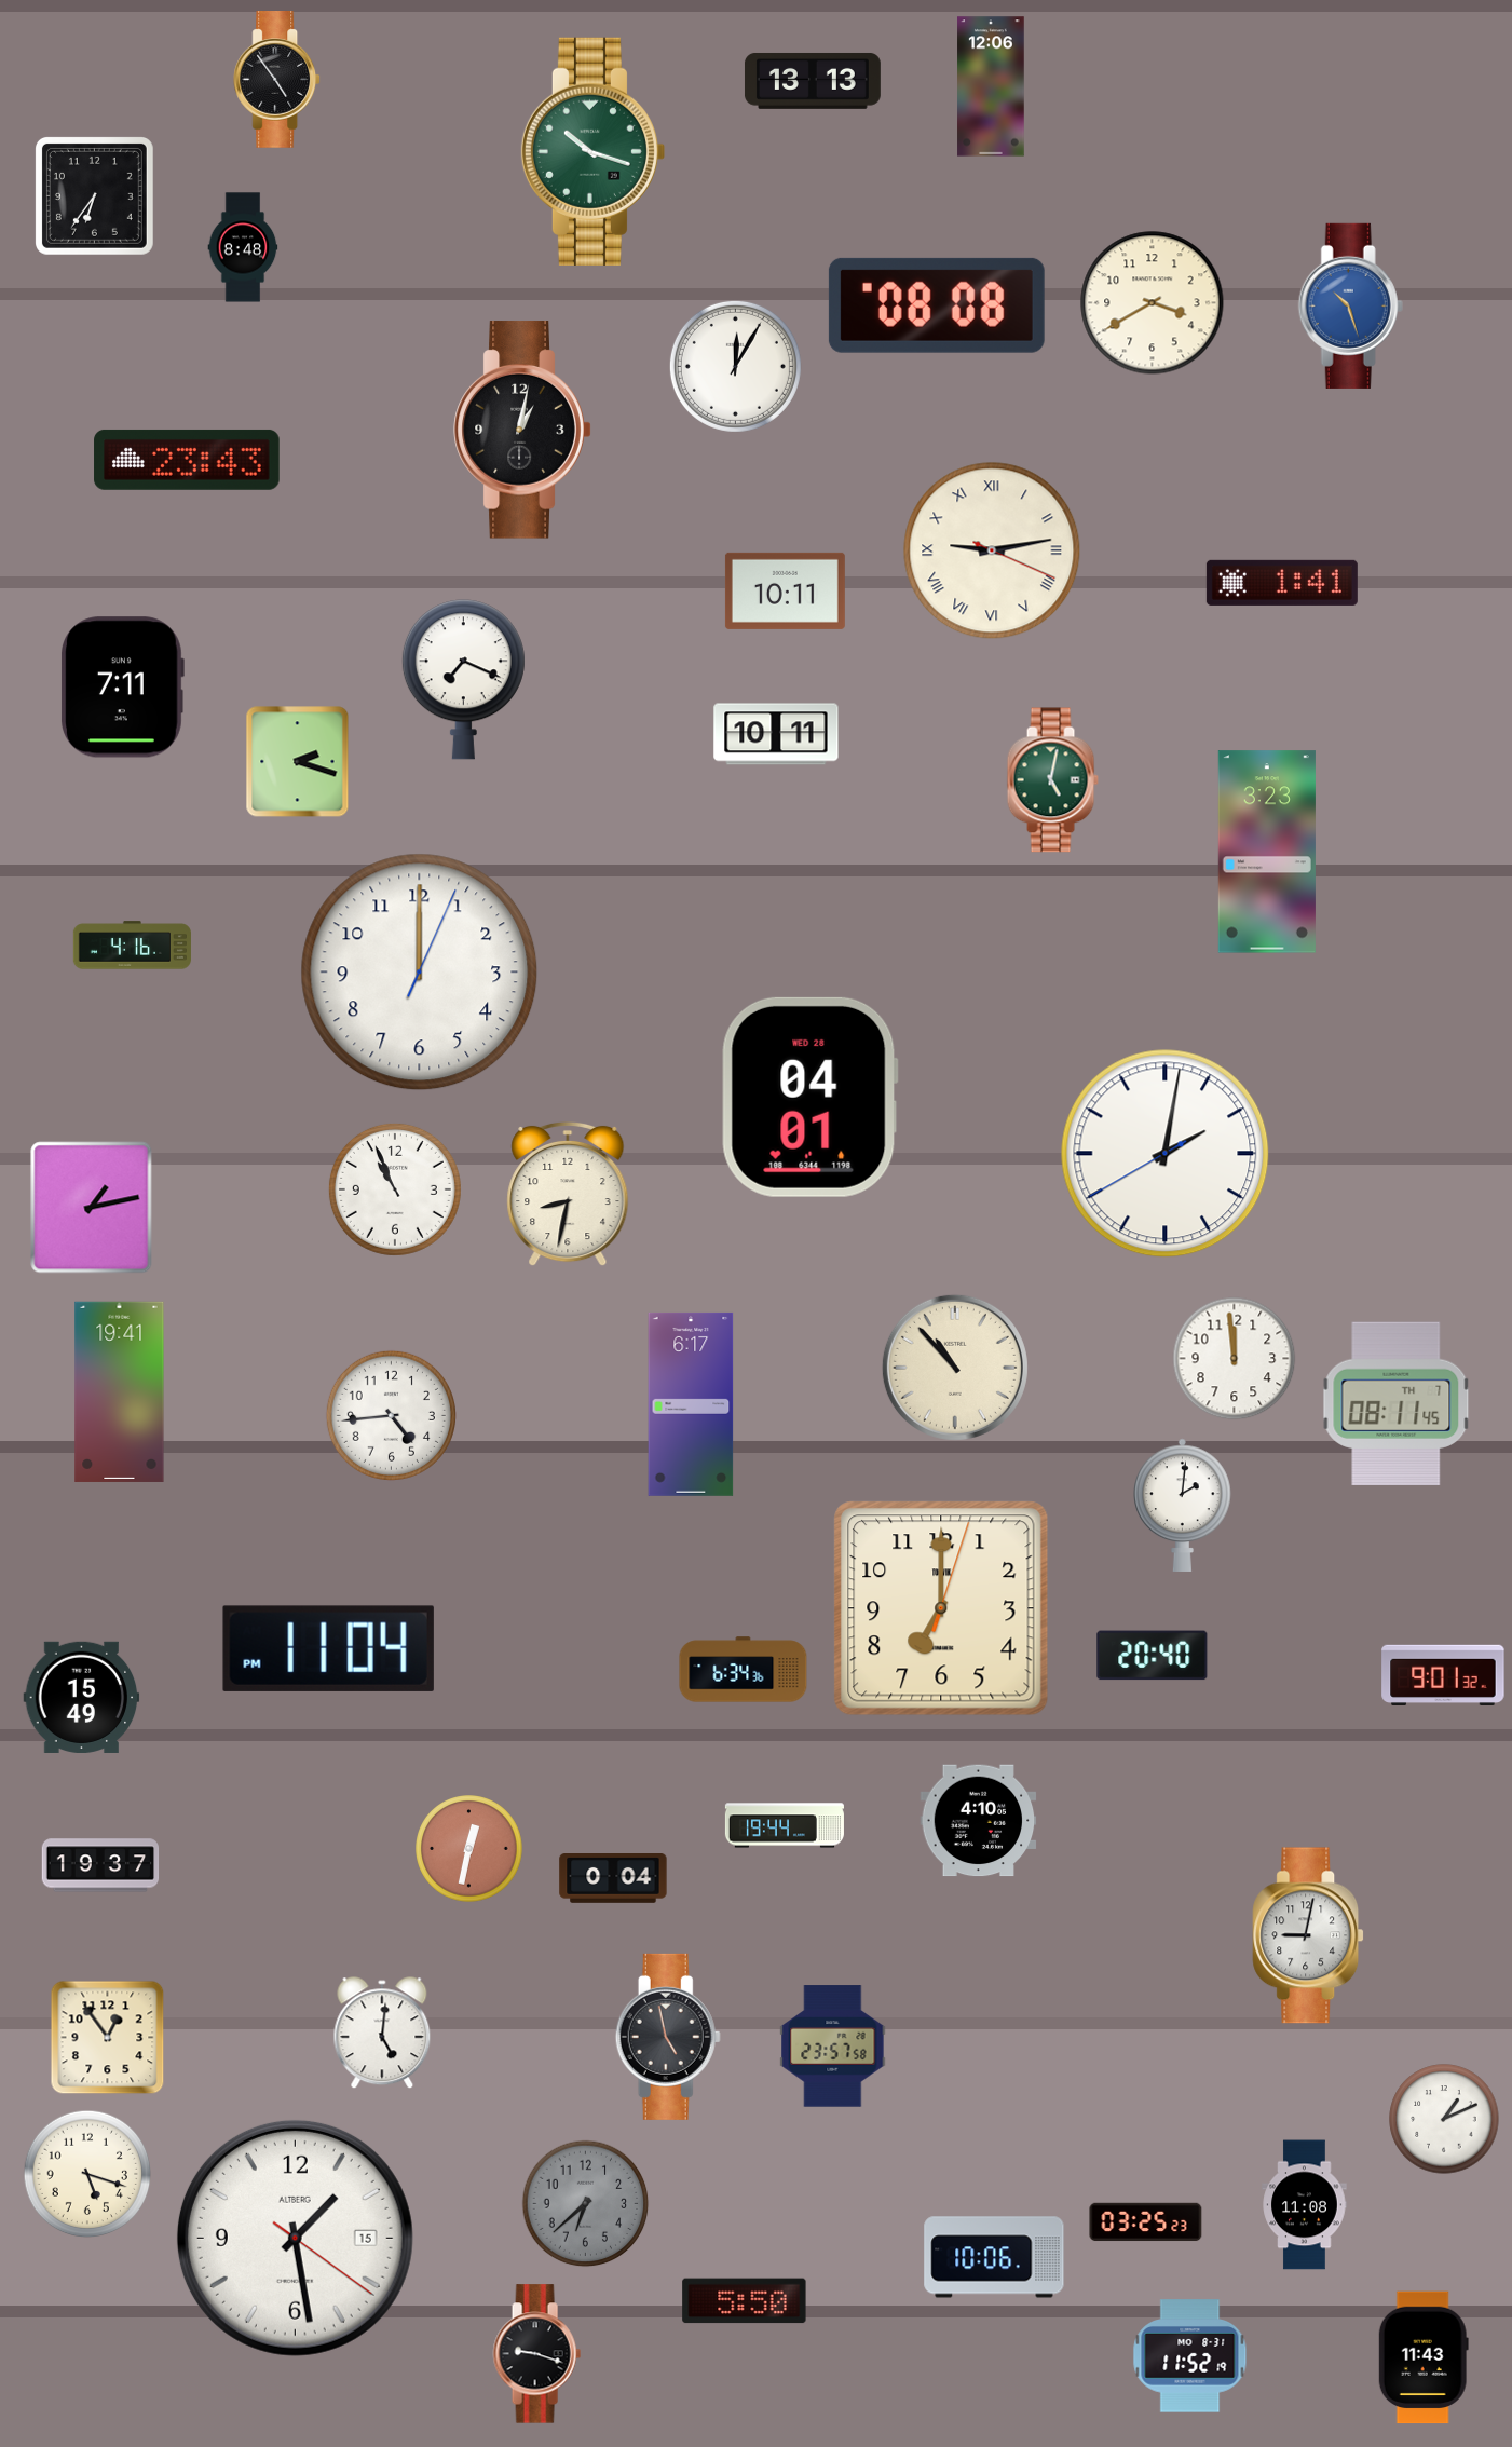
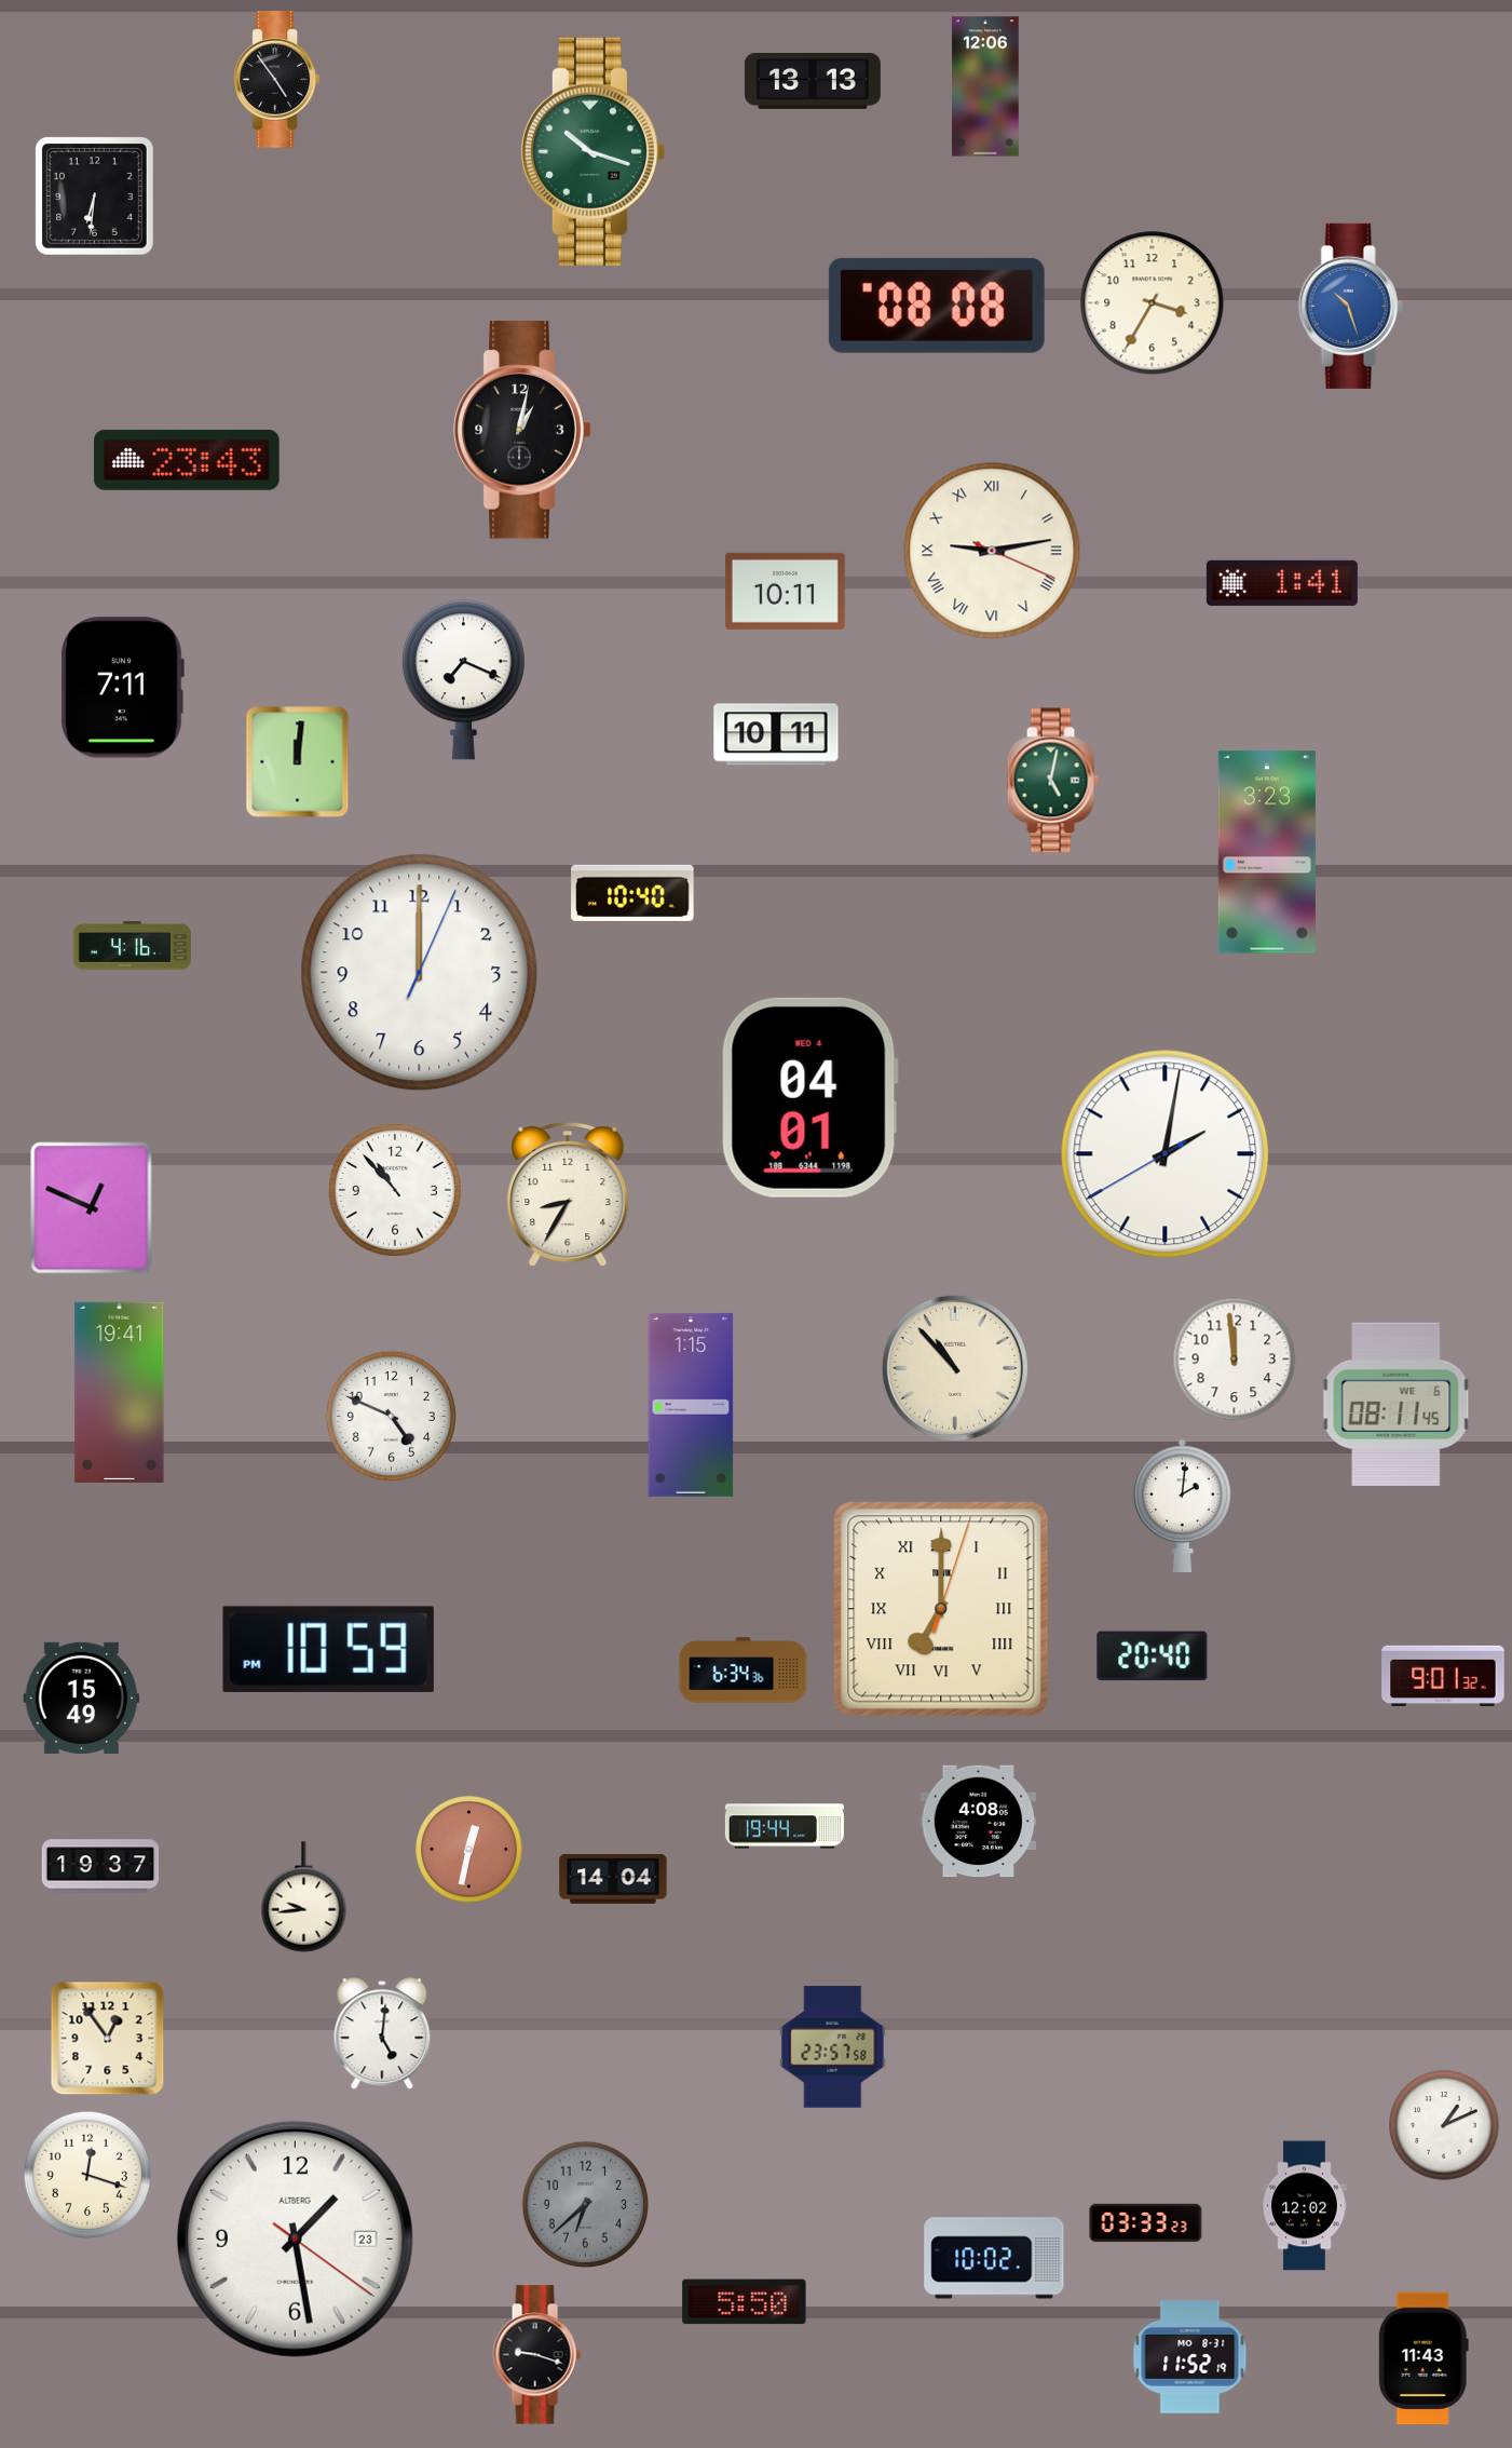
clock at (991, 86) position: (991, 86) -> (985, 86)
clock at (94, 195): 6:36 -> 6:31
clock at (243, 247): 8:48 -> none
clock at (1153, 303): 3:40 -> 3:35
clock at (735, 366): 12:05 -> none
clock at (298, 762): 2:18 -> 12:01
clock at (632, 893): none -> 10:40
clock at (809, 1097) date: WED 28 -> WED 4
clock at (395, 1189): 10:56 -> 10:53
clock at (568, 1194): 8:32 -> 8:35
clock at (92, 1208): 1:13 -> 12:49
clock at (1397, 1403) date: TH 7 -> WE 6
clock at (691, 1404): 6:17 -> 1:15
clock at (391, 1415): 4:44 -> 4:49
clock at (941, 1608) numerals: Arabic -> Roman
clock at (328, 1648): 11:04 -> 10:59
clock at (979, 1821): 4:10 -> 4:08
clock at (613, 1879): 0:04 -> 14:04
clock at (304, 1897): none -> 9:44
clock at (1308, 1935): 9:02 -> none
clock at (668, 2037): 4:58 -> none
clock at (1444, 2119) position: (1444, 2119) -> (1444, 2125)
clock at (87, 2174): 5:18 -> 12:18
clock at (1305, 2205): 11:08 -> 12:02
clock at (1146, 2222): 03:25 -> 03:33
clock at (295, 2238) date: 15 -> 23
clock at (994, 2257): 10:06 -> 10:02
